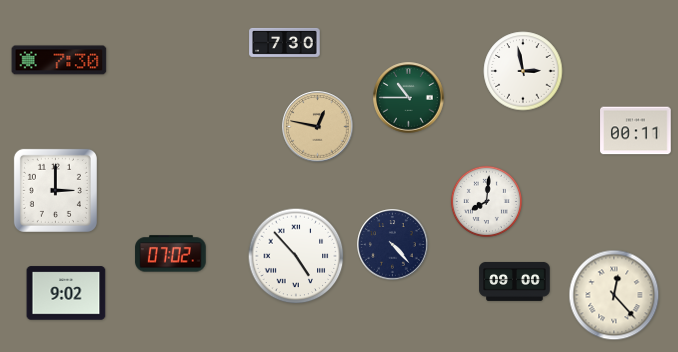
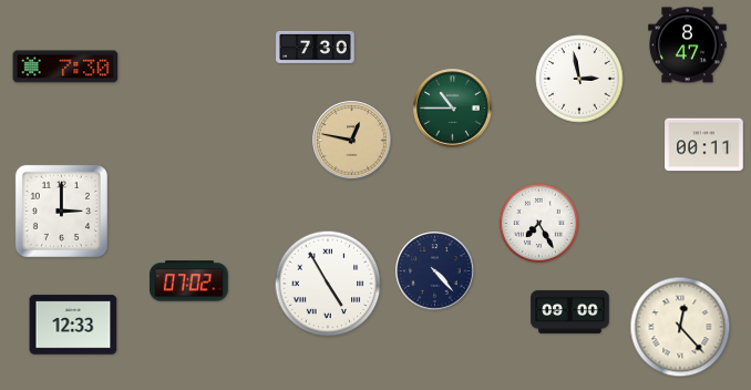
clock at (688, 45): none -> 8:47
clock at (486, 201): 8:01 -> 7:25
clock at (296, 256): 4:53 -> 4:55
clock at (66, 293): 9:02 -> 12:33
